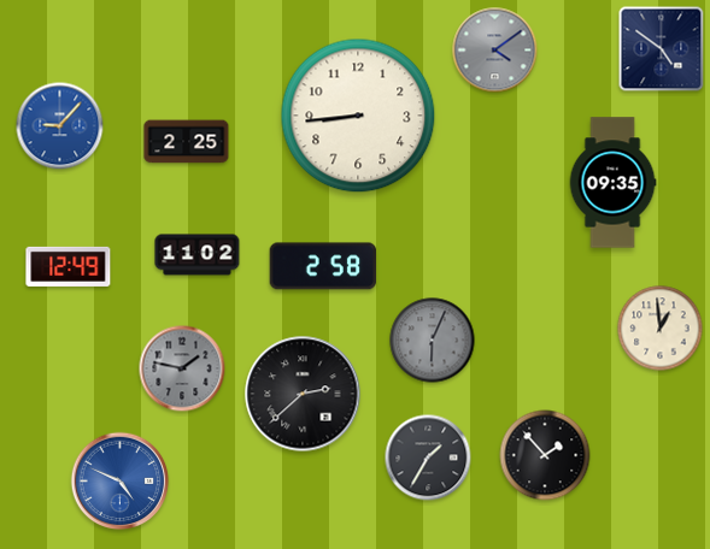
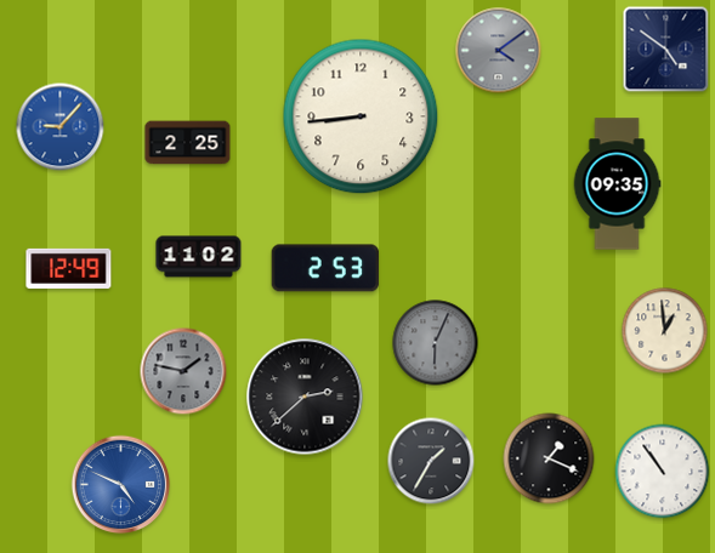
clock at (323, 266): 2:58 -> 2:53
clock at (545, 455): 1:53 -> 1:19
clock at (663, 472): none -> 10:54
